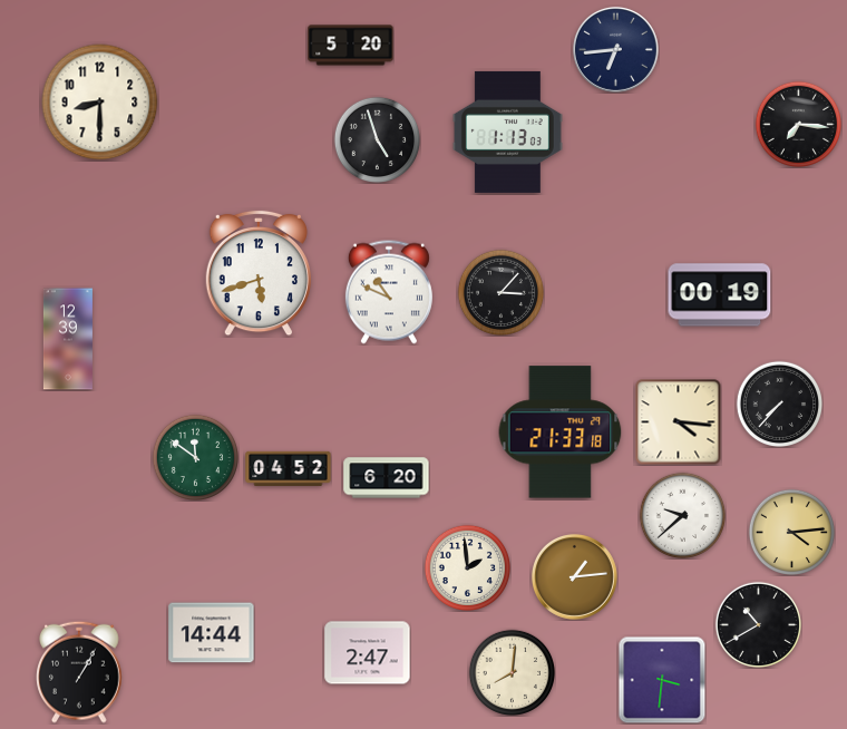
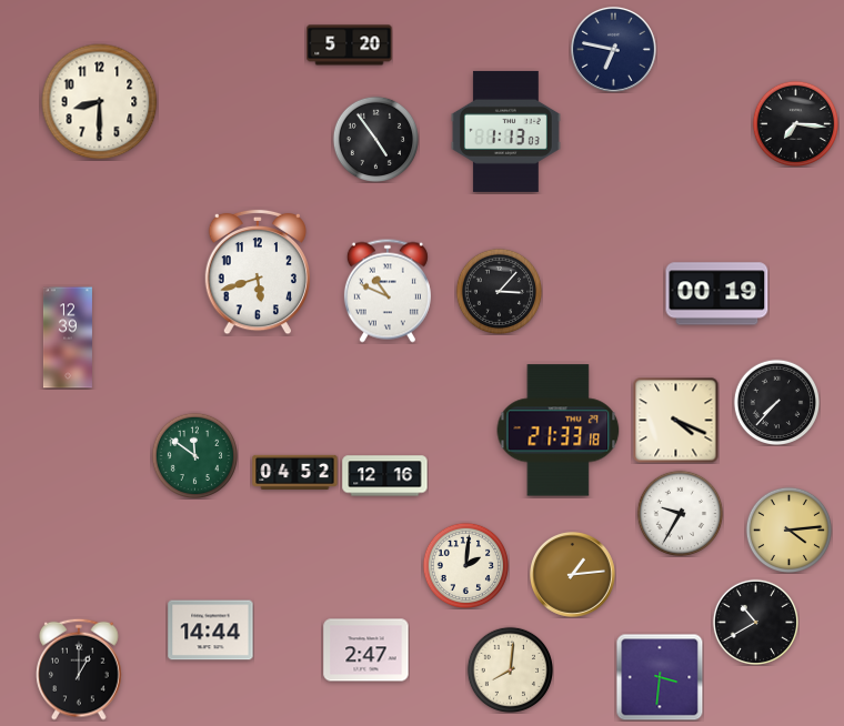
clock at (615, 49): 6:44 -> 6:47
clock at (377, 139): 4:57 -> 4:54
clock at (678, 421): 4:16 -> 4:19
clock at (289, 468) position: (289, 468) -> (295, 472)
clock at (387, 478): 6:20 -> 12:16
clock at (682, 515): 9:38 -> 9:35
clock at (467, 567): 1:59 -> 2:01
clock at (79, 672): 1:05 -> 1:00
